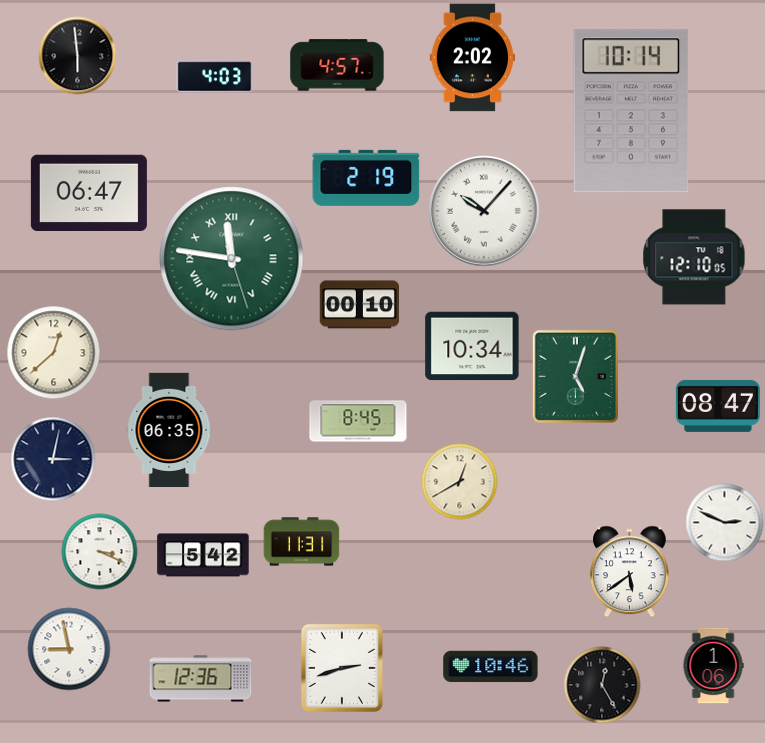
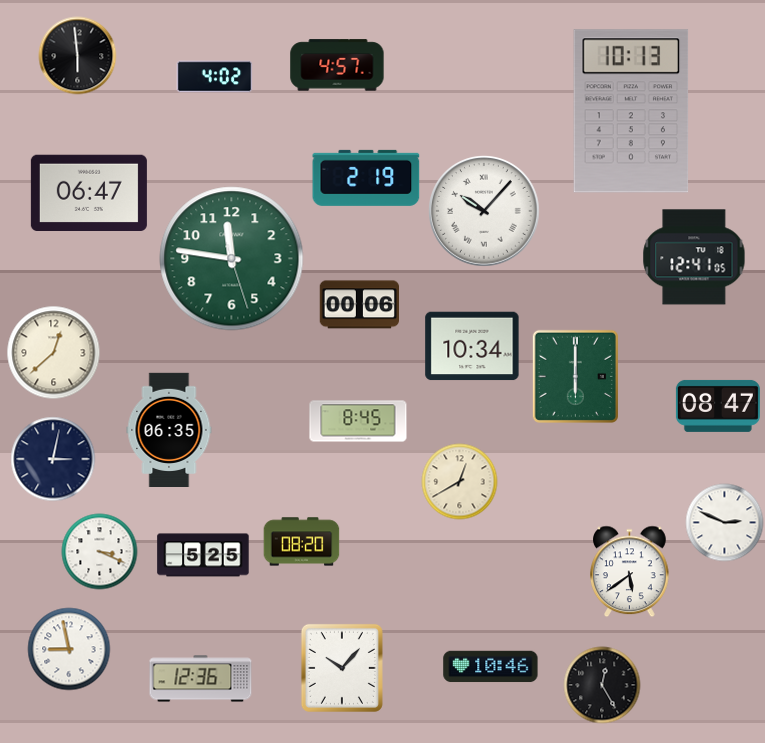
clock at (472, 58): 2:02 -> none
clock at (215, 77): 4:03 -> 4:02
clock at (631, 111): 10:14 -> 10:13
clock at (694, 257): 12:10 -> 12:41
clock at (232, 259) numerals: Roman -> Arabic
clock at (360, 305): 00:10 -> 00:06
clock at (575, 376): 5:03 -> 6:00
clock at (302, 542): 11:31 -> 08:20
clock at (203, 555): 5:42 -> 5:25
clock at (713, 666): 1:06 -> none
clock at (342, 668): 2:42 -> 10:07
